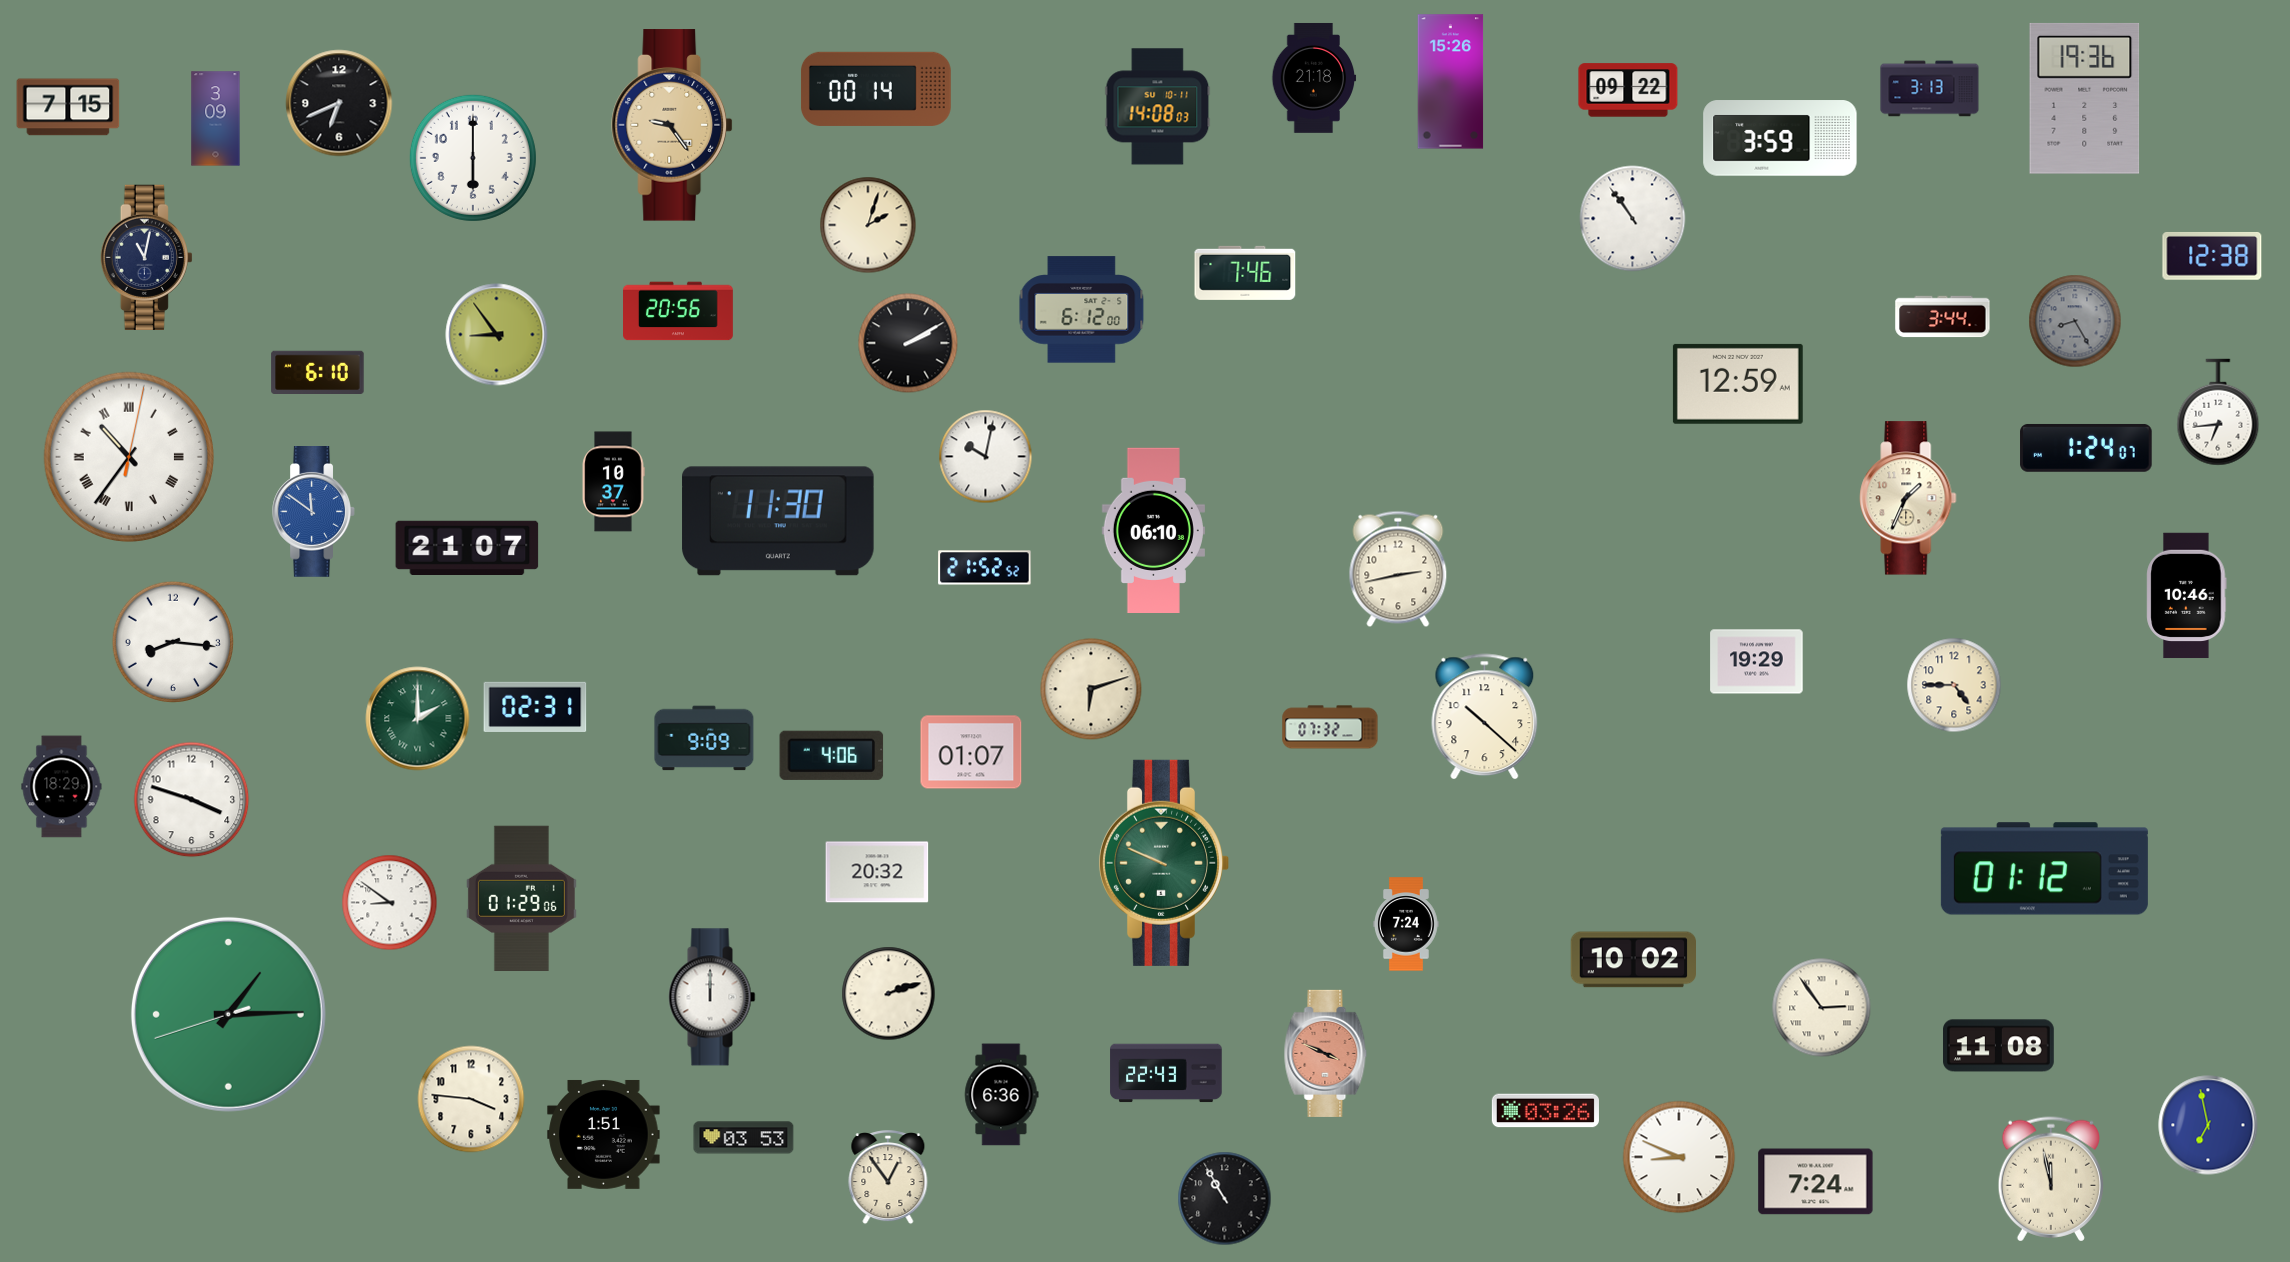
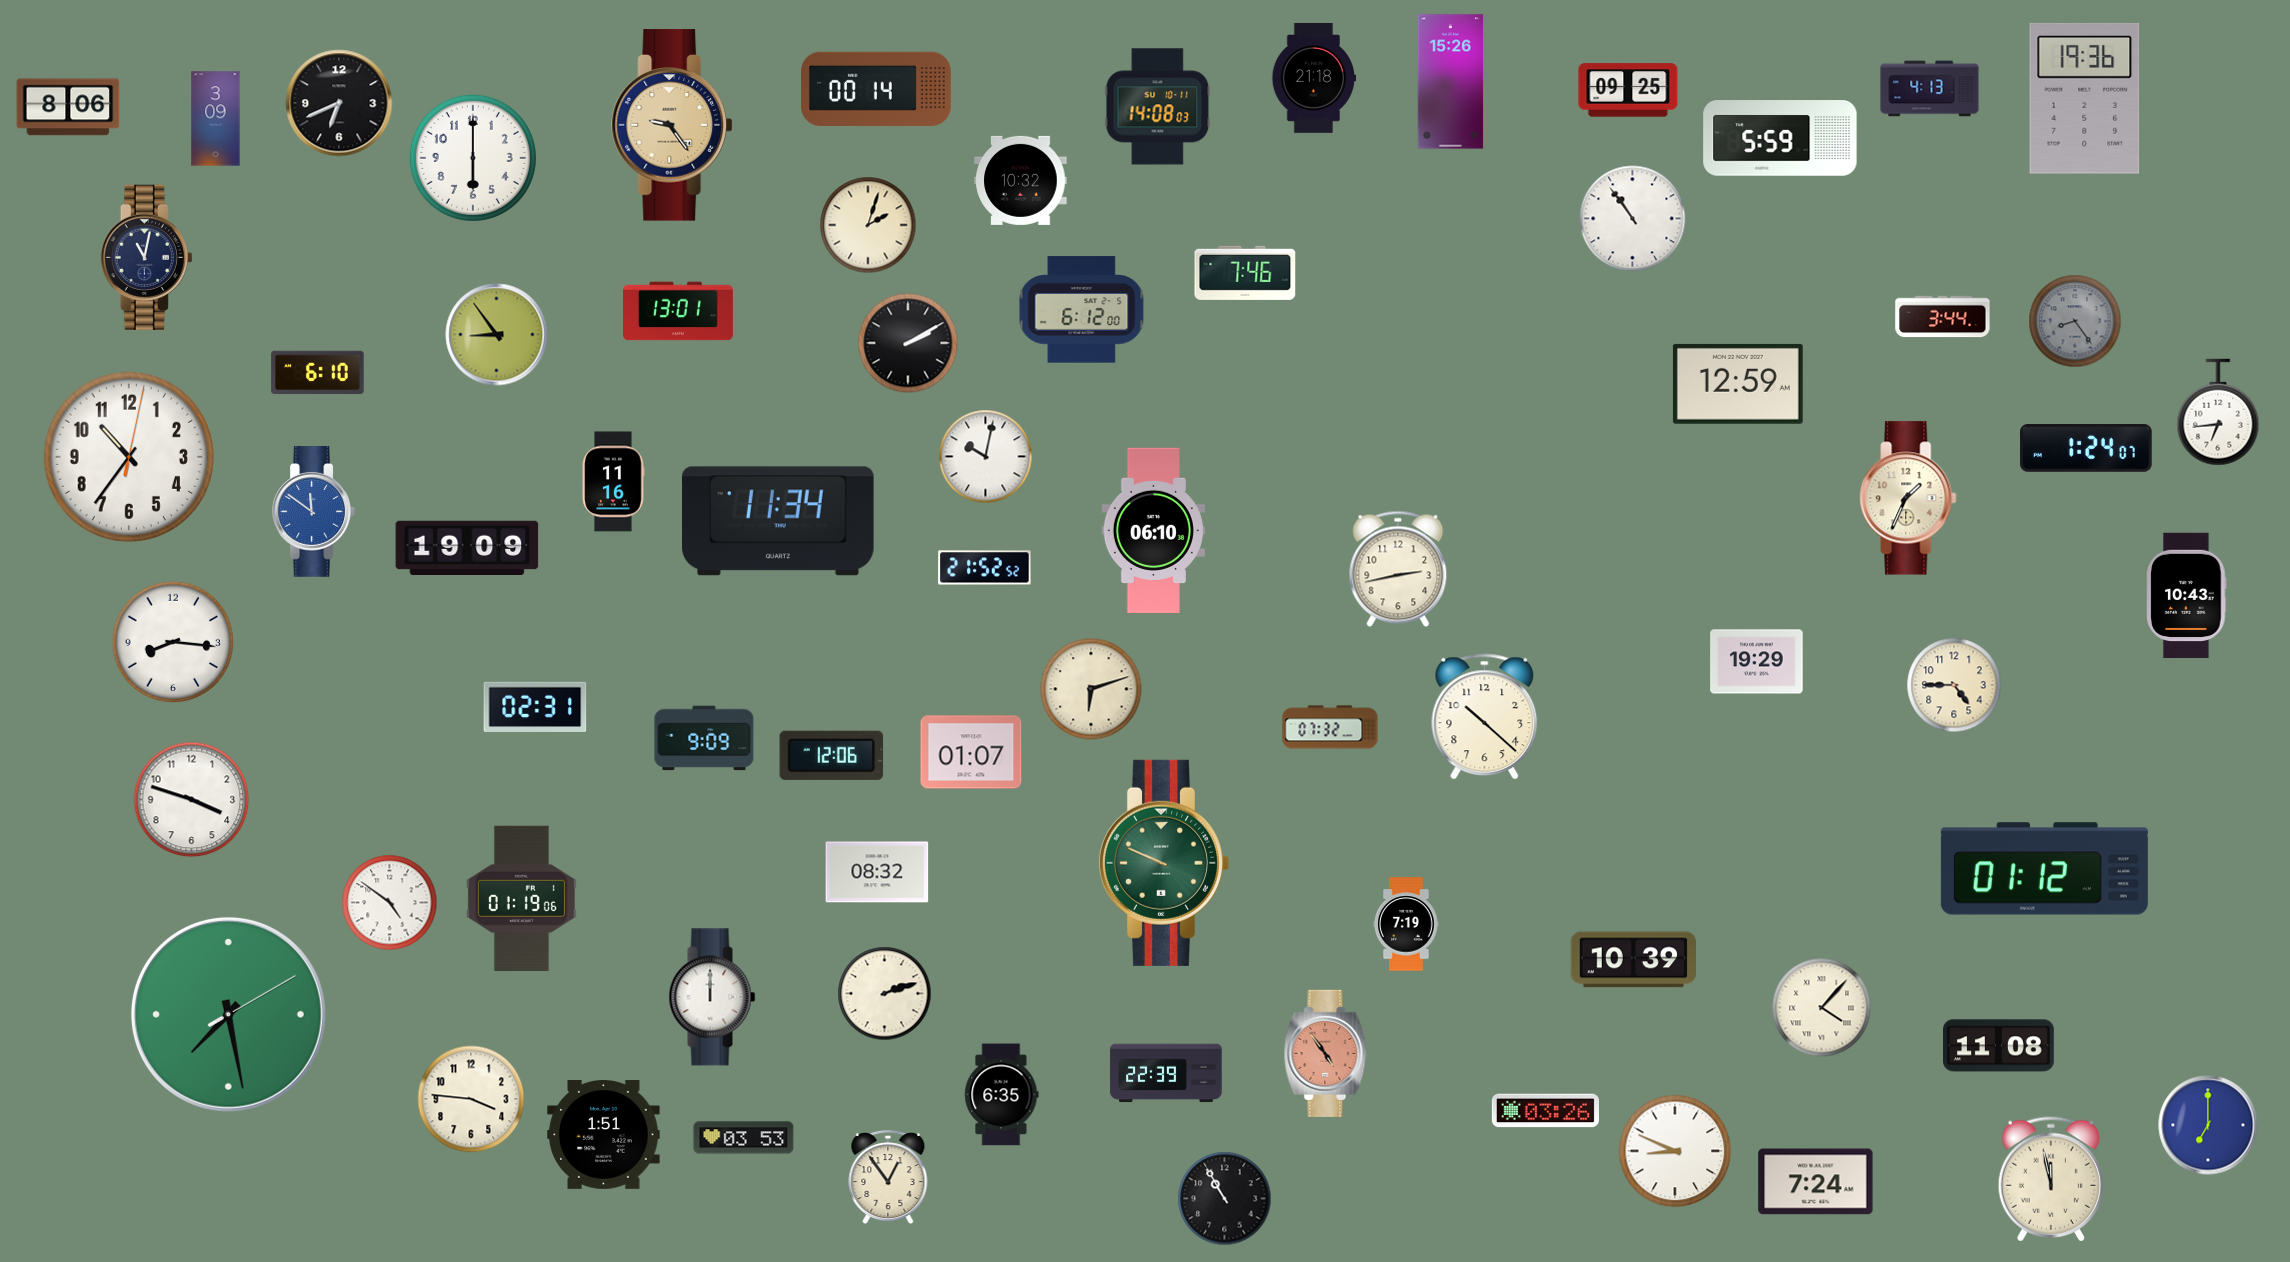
clock at (1930, 89): 3:13 -> 4:13
clock at (1628, 90): 09:22 -> 09:25
clock at (68, 107): 7:15 -> 8:06
clock at (1780, 138): 3:59 -> 5:59
clock at (1021, 180): none -> 10:32
clock at (2212, 256): 12:38 -> none
clock at (679, 311): 20:56 -> 13:01
clock at (2075, 321): 8:25 -> 8:24
clock at (129, 457) numerals: Roman -> Arabic
clock at (613, 482): 10:37 -> 11:16
clock at (778, 521): 11:30 -> 11:34
clock at (467, 547): 21:07 -> 19:09
clock at (2187, 596): 10:46 -> 10:43
clock at (418, 719): 2:00 -> none
clock at (832, 755): 4:06 -> 12:06
clock at (62, 787): 18:29 -> none
clock at (877, 872): 20:32 -> 08:32
clock at (521, 898): 01:29 -> 01:19
clock at (390, 903): 8:51 -> 4:51
clock at (1407, 924): 7:24 -> 7:19
clock at (1633, 960): 10:02 -> 10:39
clock at (889, 994) position: (889, 994) -> (885, 994)
clock at (1822, 1008): 2:54 -> 4:07
clock at (228, 1014): 1:14 -> 7:28
clock at (1326, 1053): 3:49 -> 4:54
clock at (1166, 1073): 22:43 -> 22:39
clock at (1002, 1095): 6:36 -> 6:35
clock at (2208, 1125): 6:58 -> 7:00
clock at (1679, 1157) position: (1679, 1157) -> (1675, 1151)
